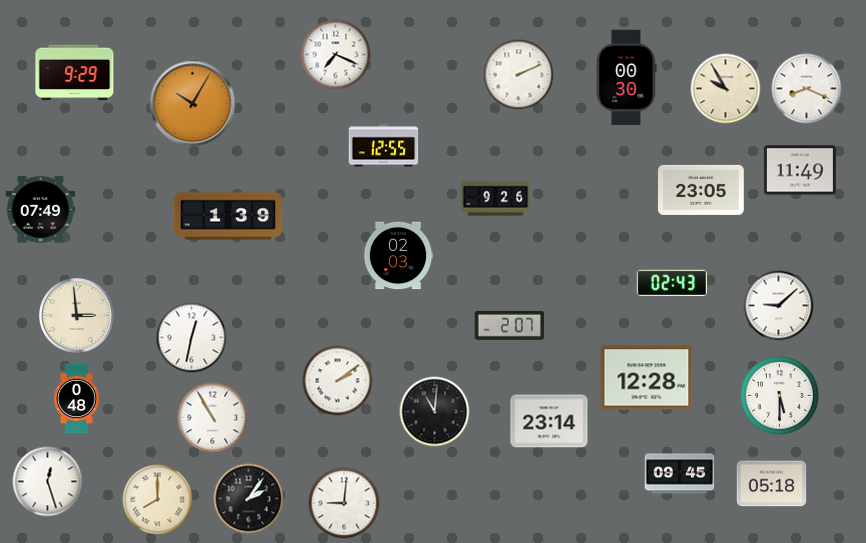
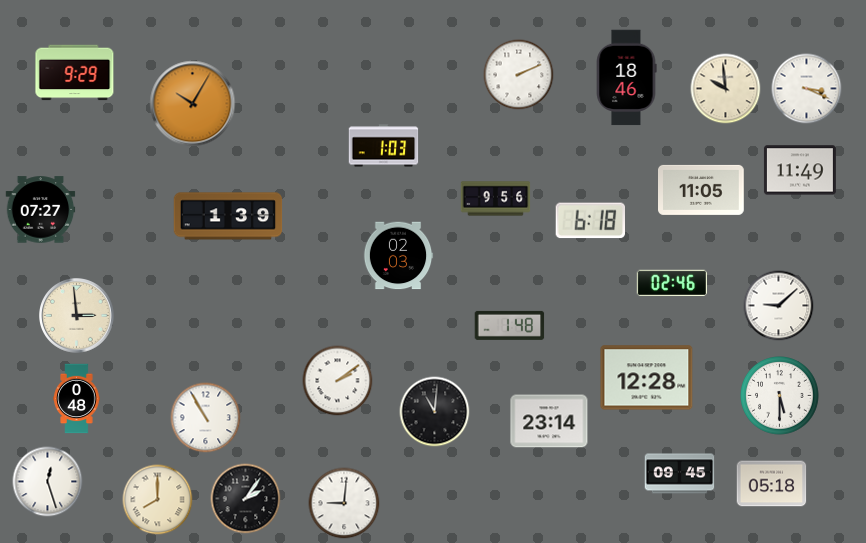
clock at (336, 55): 7:19 -> none
clock at (626, 78): 00:30 -> 18:46
clock at (726, 89): 9:55 -> 9:59
clock at (807, 89): 8:19 -> 3:19
clock at (384, 146): 12:55 -> 1:03
clock at (702, 190): 23:05 -> 11:05
clock at (496, 199): 9:26 -> 9:56
clock at (41, 210): 07:49 -> 07:27
clock at (590, 221): none -> 6:18
clock at (671, 282): 02:43 -> 02:46
clock at (510, 325): 2:07 -> 1:48
clock at (192, 338): 12:32 -> none
clock at (213, 418) position: (213, 418) -> (206, 418)
clock at (249, 499) position: (249, 499) -> (246, 499)
